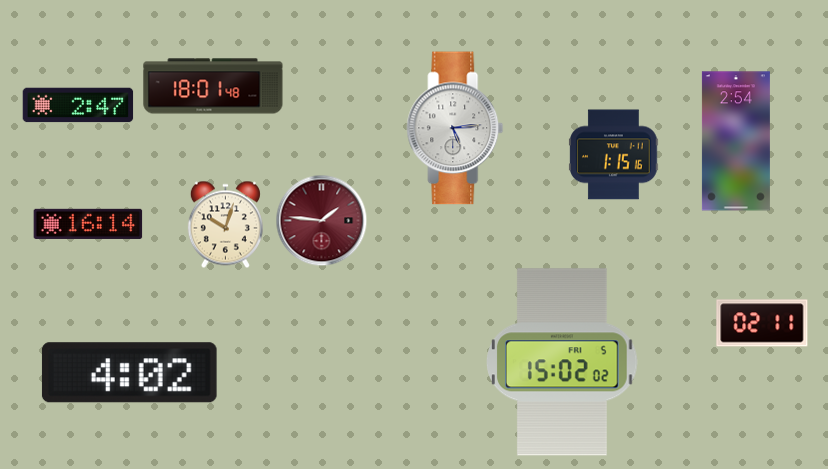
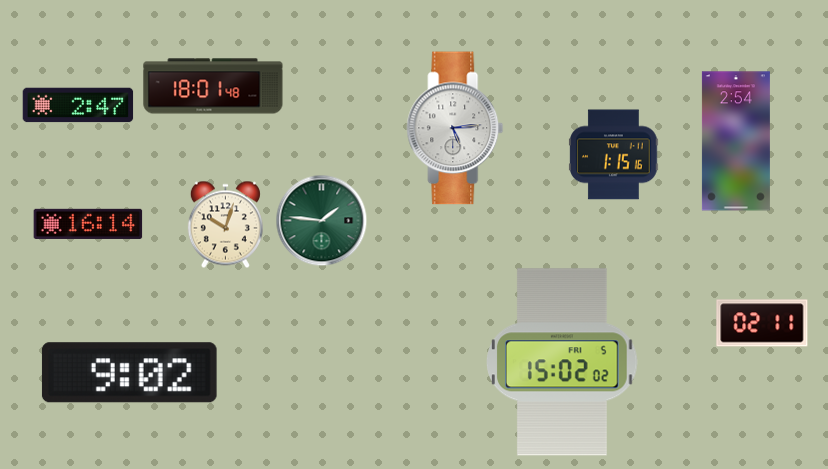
clock at (321, 220) dial: burgundy -> green
clock at (129, 373): 4:02 -> 9:02
